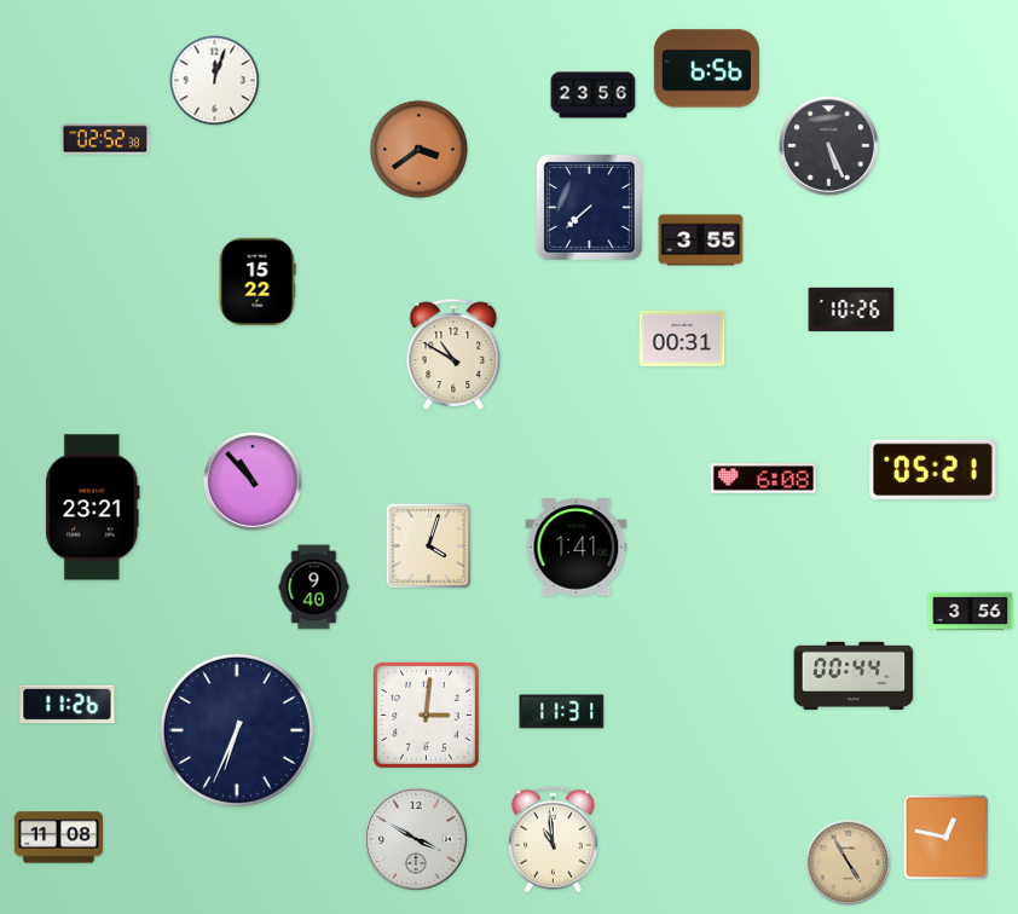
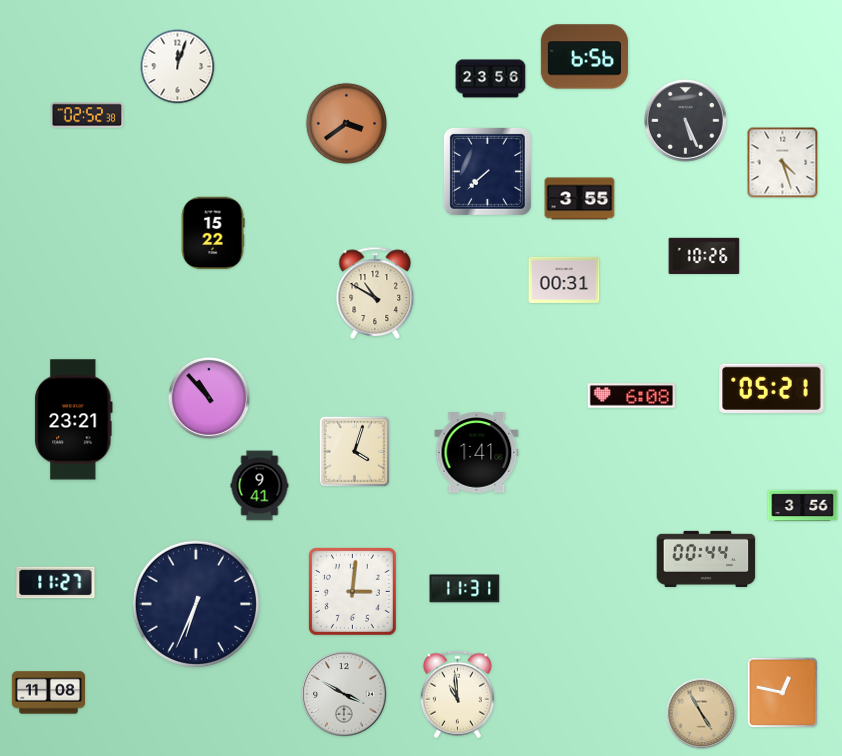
clock at (783, 163): none -> 4:27
clock at (93, 508) position: (93, 508) -> (74, 420)
clock at (314, 588): 9:40 -> 9:41
clock at (68, 705): 11:26 -> 11:27
